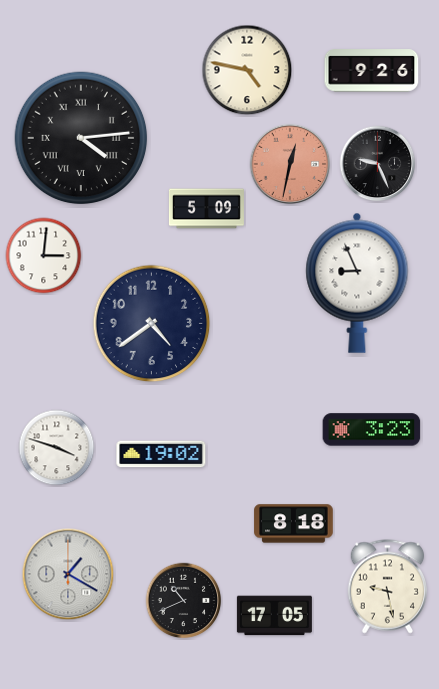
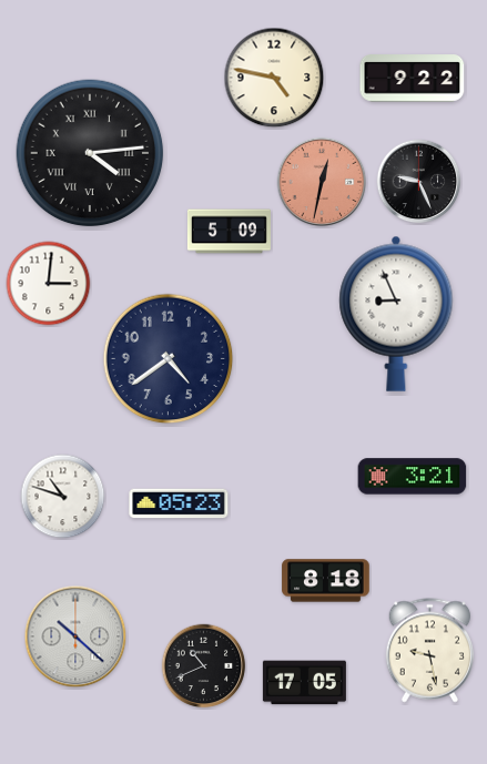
clock at (372, 71): 9:26 -> 9:22
clock at (372, 430): 3:23 -> 3:21
clock at (57, 448): 3:48 -> 10:48
clock at (161, 454): 19:02 -> 05:23
clock at (68, 574): 1:20 -> 10:22
